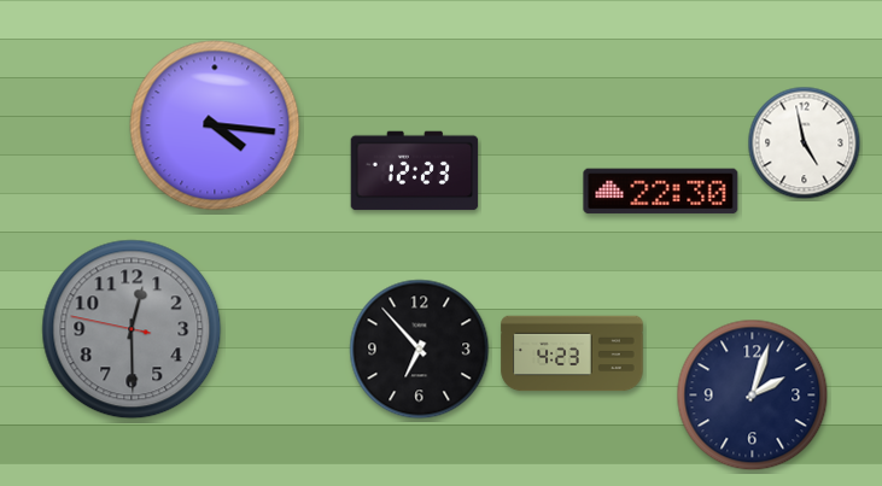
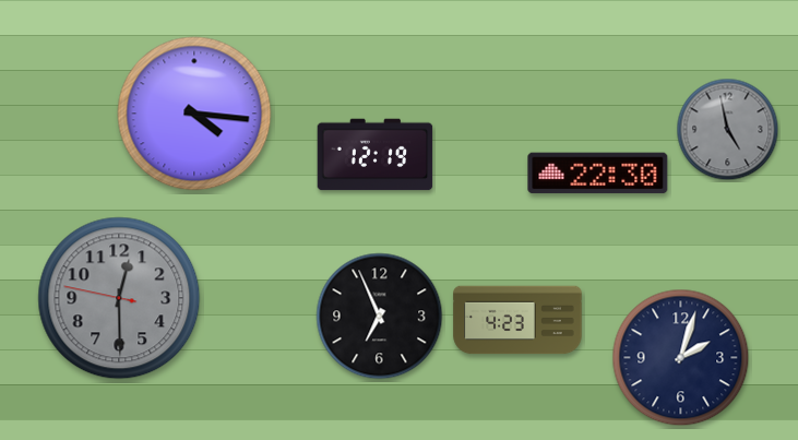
clock at (805, 144) dial: white -> grey
clock at (415, 171): 12:23 -> 12:19
clock at (420, 350): 6:53 -> 6:56
